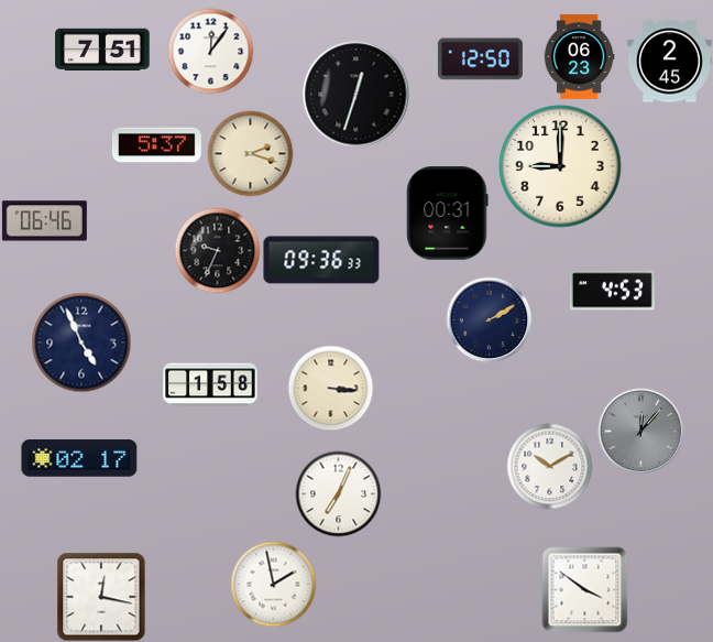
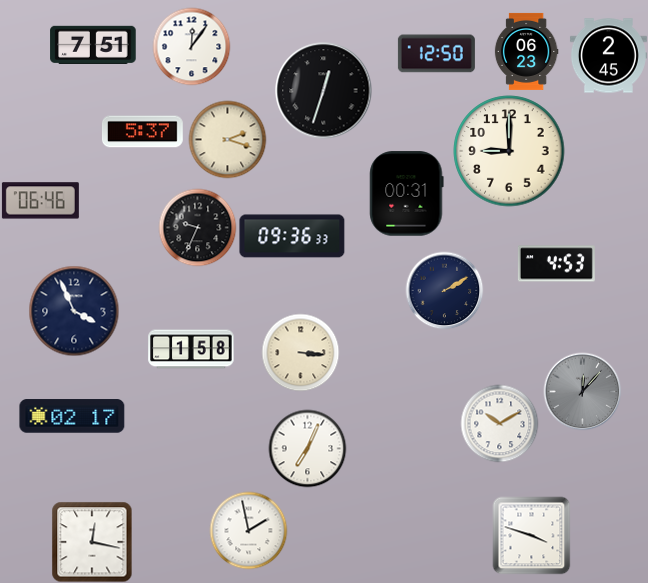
clock at (356, 95) position: (356, 95) -> (324, 91)
clock at (81, 342): 4:56 -> 3:56
clock at (584, 589): 3:51 -> 3:48
